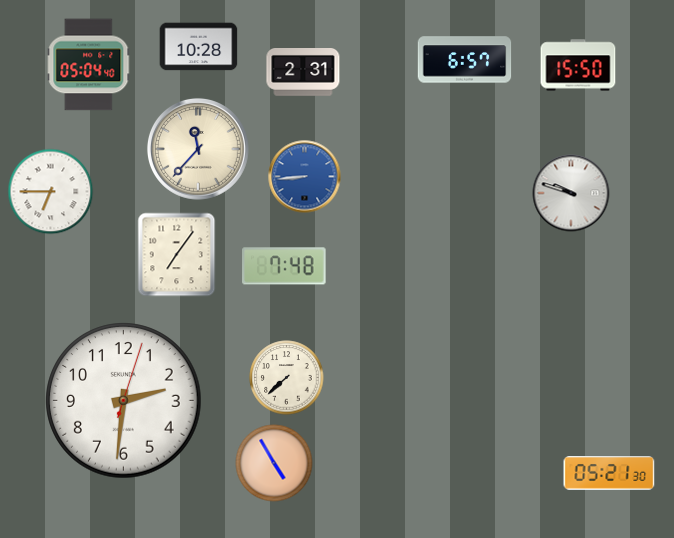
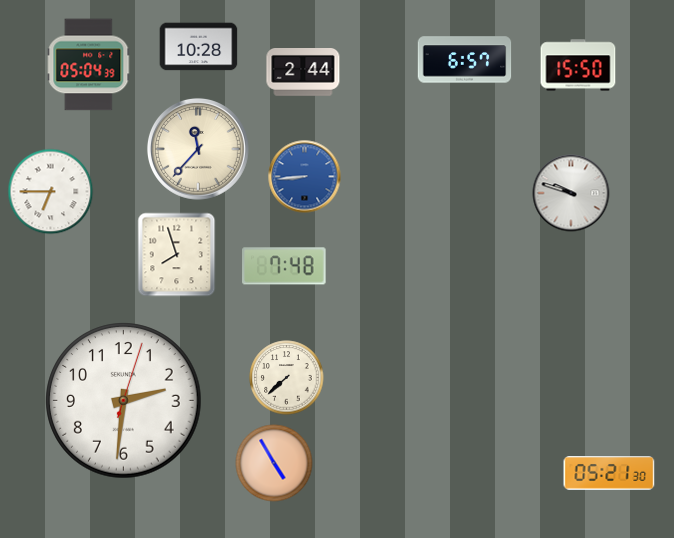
clock at (89, 65): 05:04:40 -> 05:04:39
clock at (303, 73): 2:31 -> 2:44
clock at (177, 255): 7:06 -> 7:57
